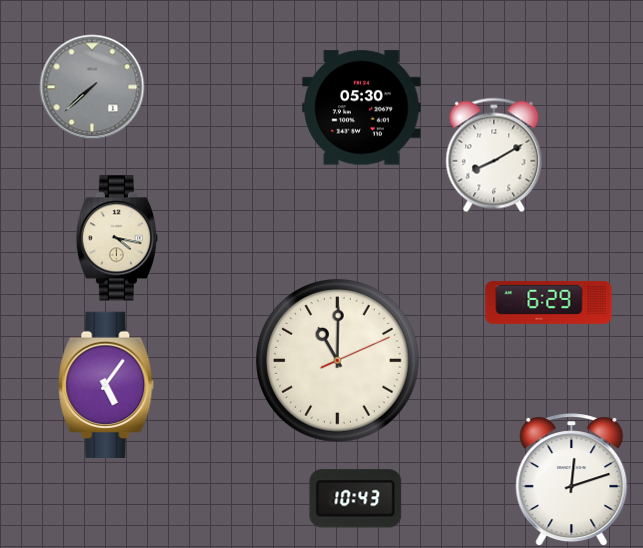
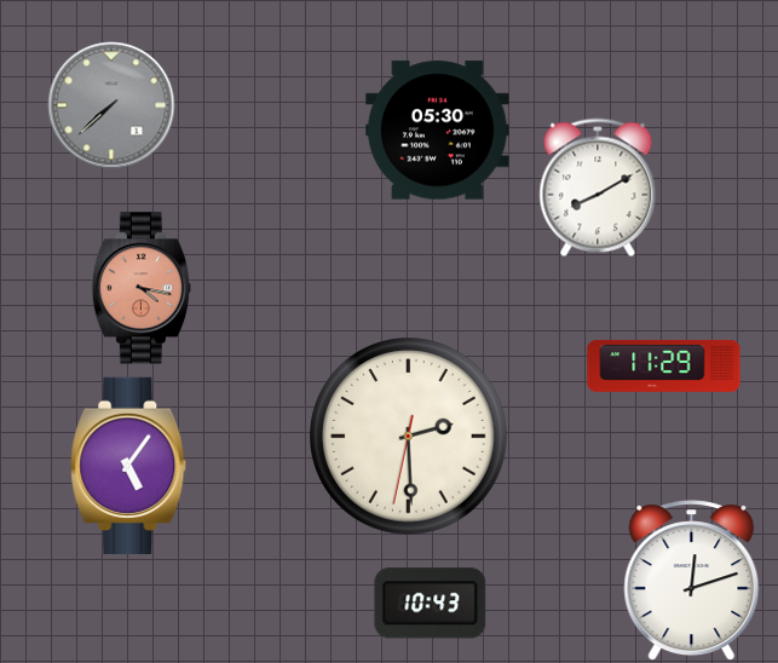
clock at (117, 238) dial: cream -> salmon
clock at (549, 302): 6:29 -> 11:29
clock at (338, 361): 11:00 -> 2:29
